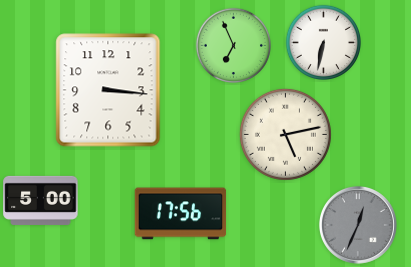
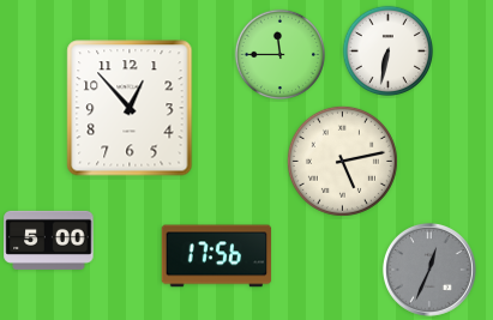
clock at (233, 45): 6:56 -> 11:45
clock at (108, 90): 3:16 -> 12:53
